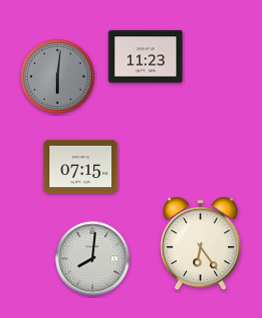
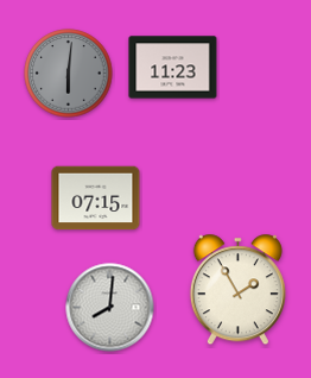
clock at (58, 77) position: (58, 77) -> (69, 74)
clock at (200, 244): 6:24 -> 1:55
